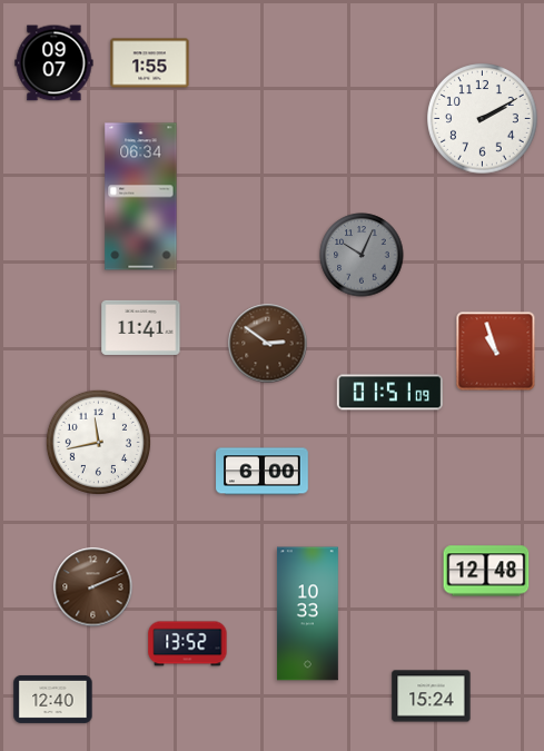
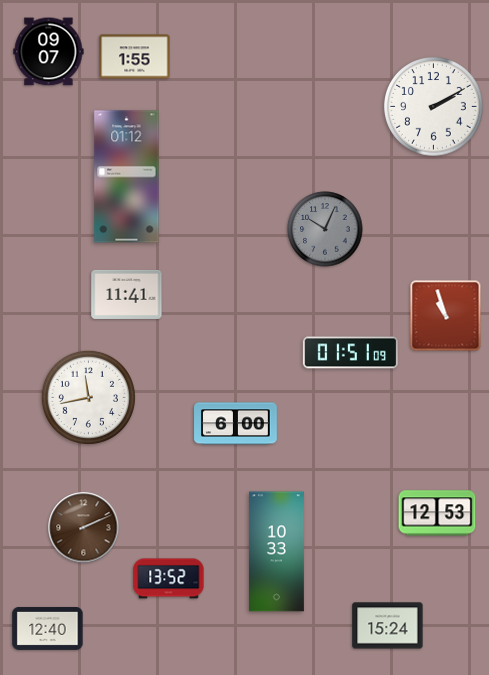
clock at (55, 63) position: (55, 63) -> (49, 52)
clock at (141, 197): 06:34 -> 01:12
clock at (268, 344): 2:51 -> none
clock at (486, 571): 12:48 -> 12:53
